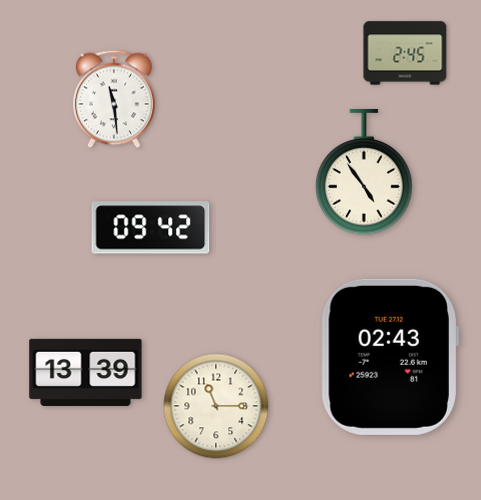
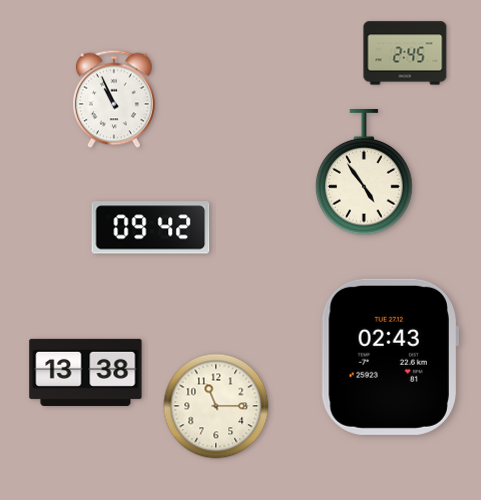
clock at (114, 99): 11:29 -> 10:56
clock at (86, 372): 13:39 -> 13:38
